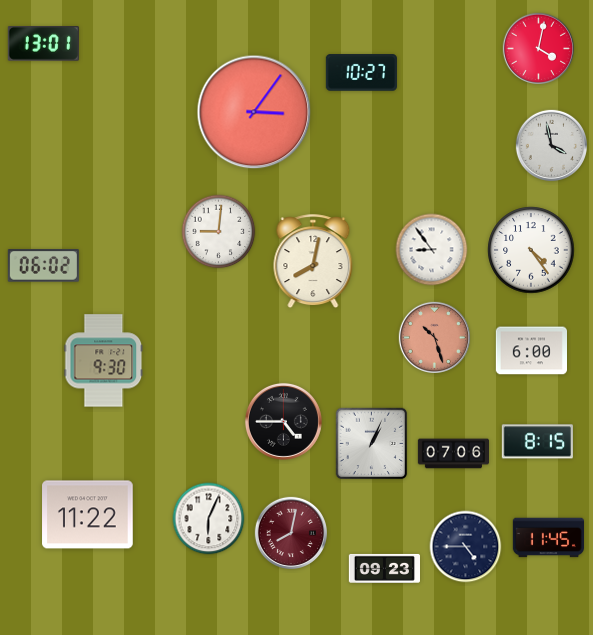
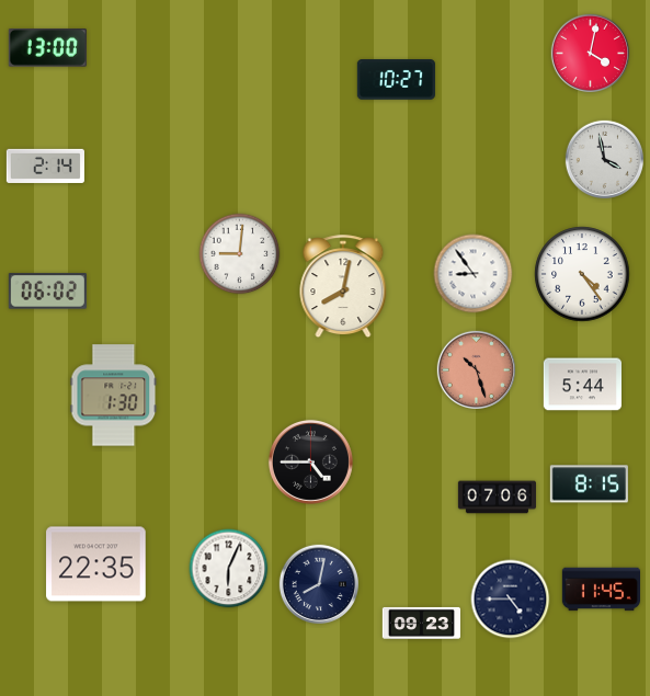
clock at (43, 44): 13:01 -> 13:00
clock at (254, 112): 3:06 -> none
clock at (45, 166): none -> 2:14
clock at (531, 351): 6:00 -> 5:44
clock at (104, 361): 9:30 -> 1:30
clock at (372, 444): 1:04 -> none
clock at (88, 515): 11:22 -> 22:35
clock at (290, 532) dial: burgundy -> navy
